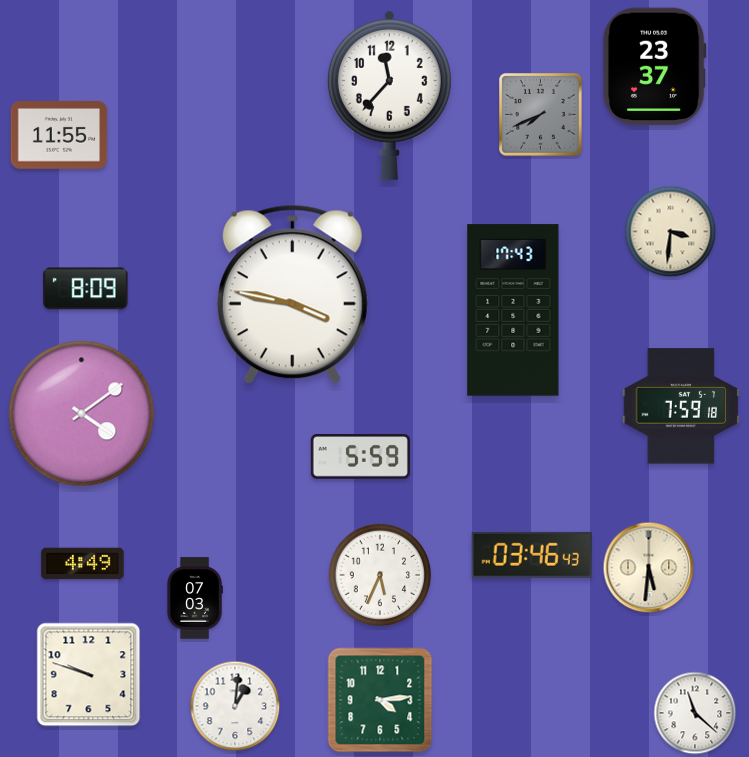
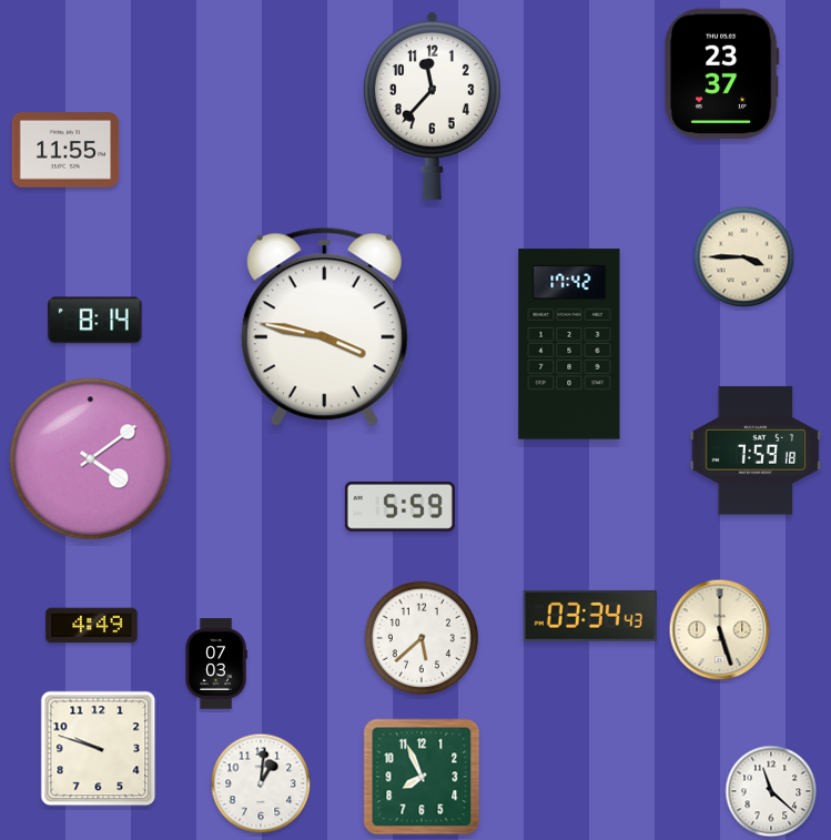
clock at (654, 67) position: (654, 67) -> (721, 74)
clock at (541, 115): 7:41 -> none
clock at (671, 232): 3:31 -> 3:45
clock at (86, 289): 8:09 -> 8:14
clock at (513, 310): 17:43 -> 17:42
clock at (532, 555): 03:46 -> 03:34
clock at (649, 568): 5:31 -> 5:27
clock at (380, 575): 5:34 -> 5:38
clock at (380, 700): 4:14 -> 7:56
